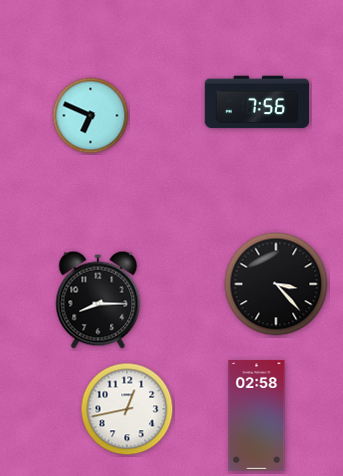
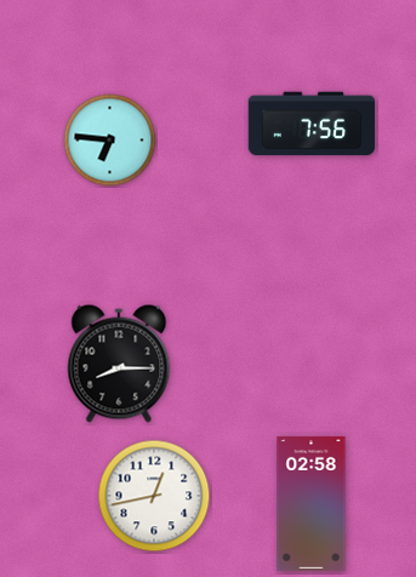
clock at (91, 116): 6:49 -> 6:46
clock at (276, 284): 3:23 -> none
